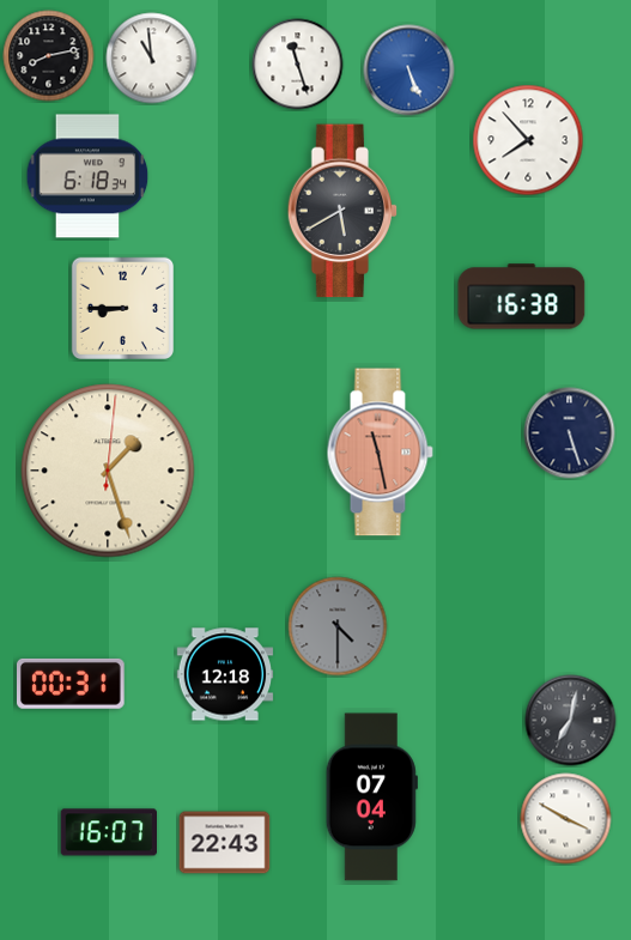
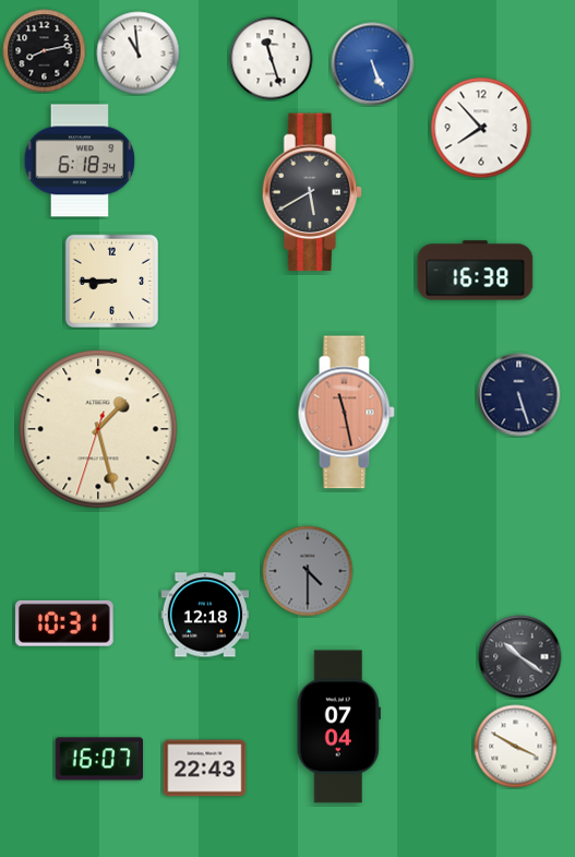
clock at (108, 471): 1:27:01 -> 1:27:33
clock at (72, 684): 00:31 -> 10:31
clock at (571, 721): 7:02 -> 10:21
